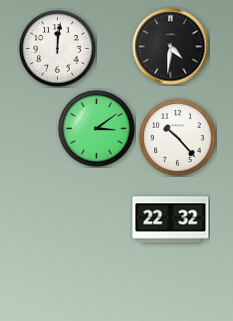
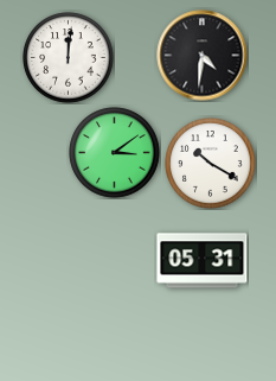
clock at (178, 138): 10:23 -> 10:20
clock at (171, 220): 22:32 -> 05:31
